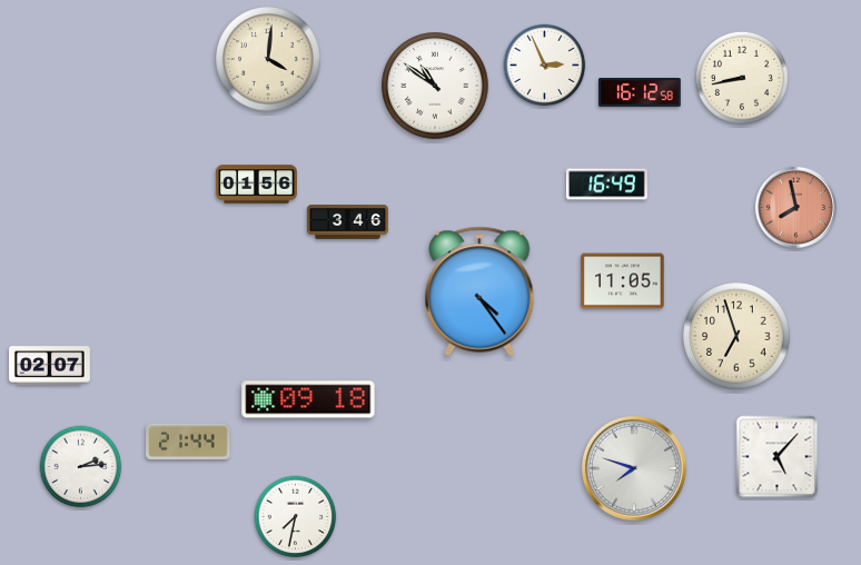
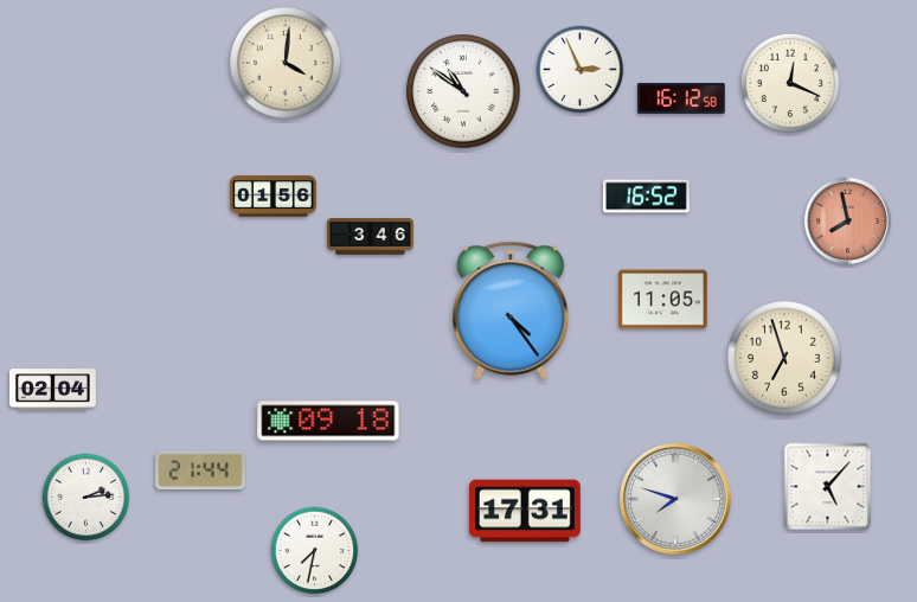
clock at (742, 78): 8:43 -> 12:19
clock at (606, 185): 16:49 -> 16:52
clock at (50, 366): 02:07 -> 02:04
clock at (308, 399) position: (308, 399) -> (328, 421)
clock at (525, 511): none -> 17:31
